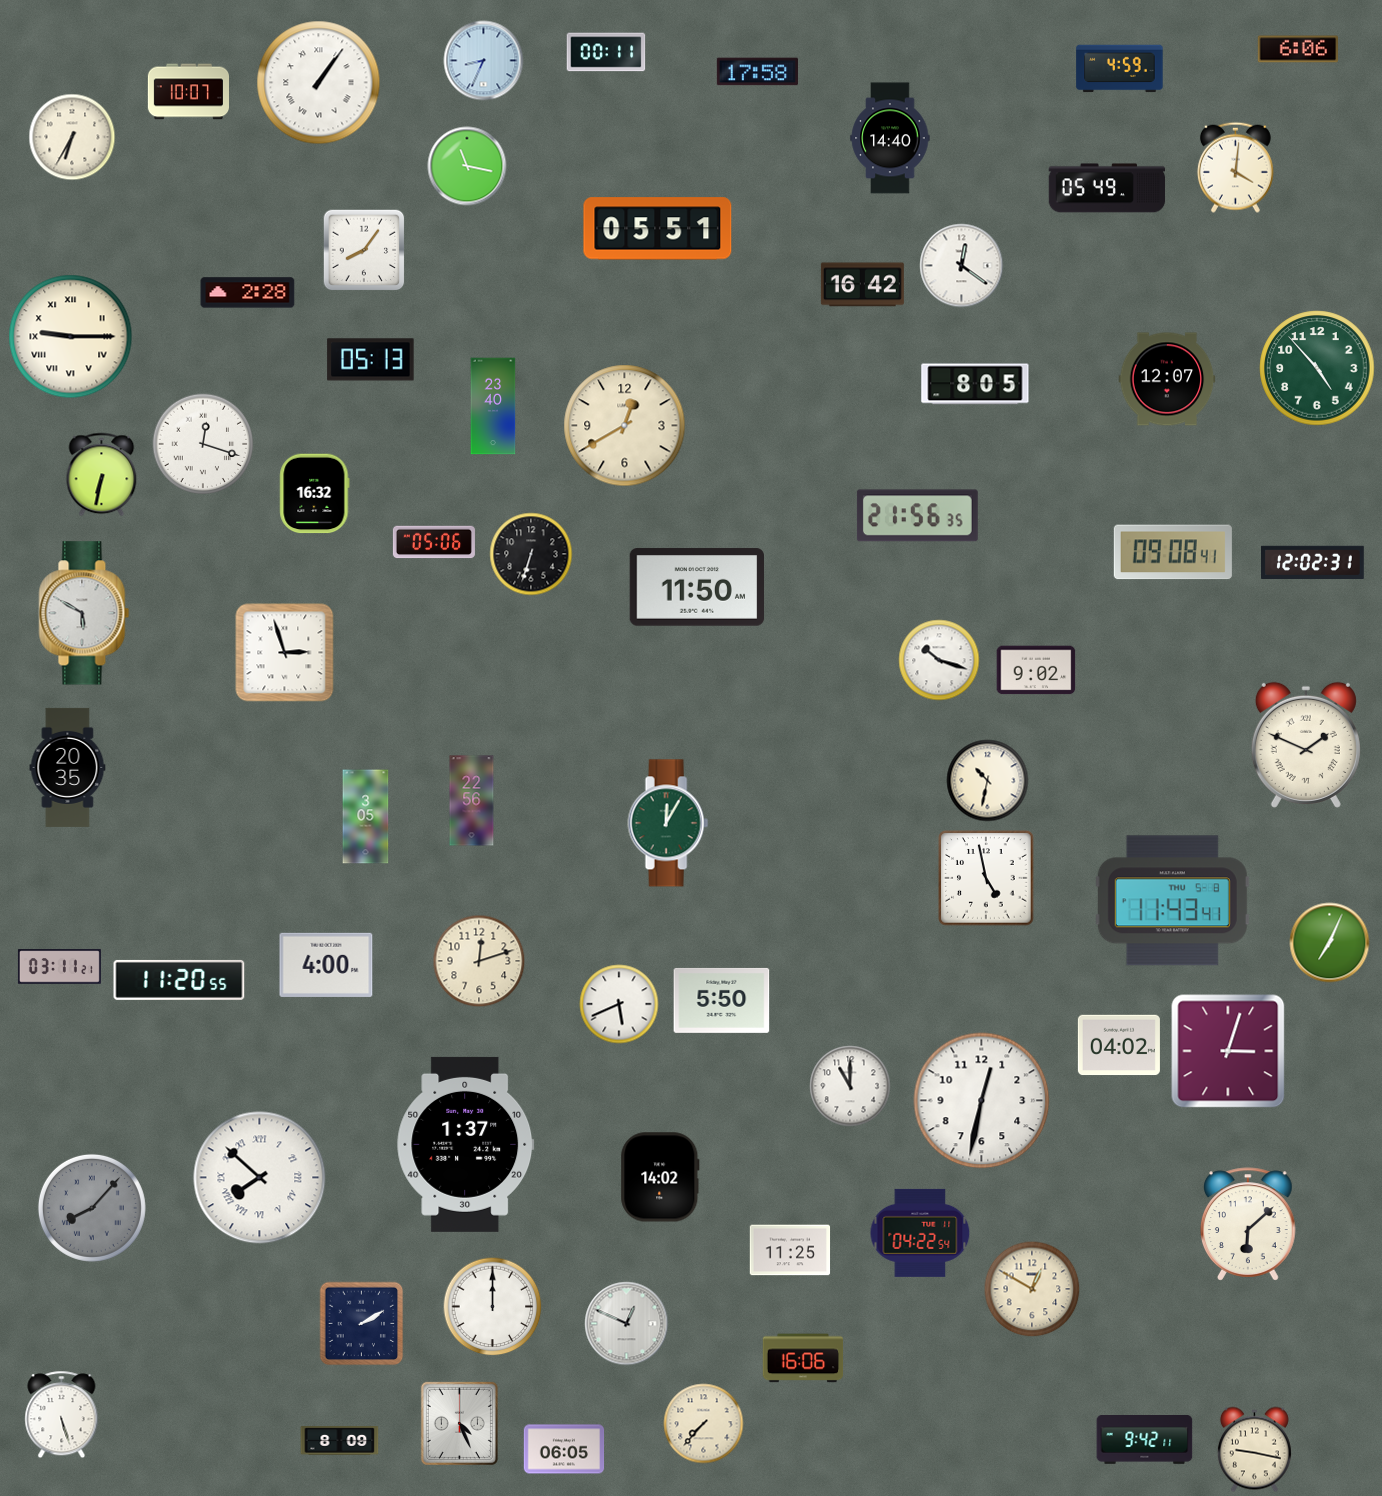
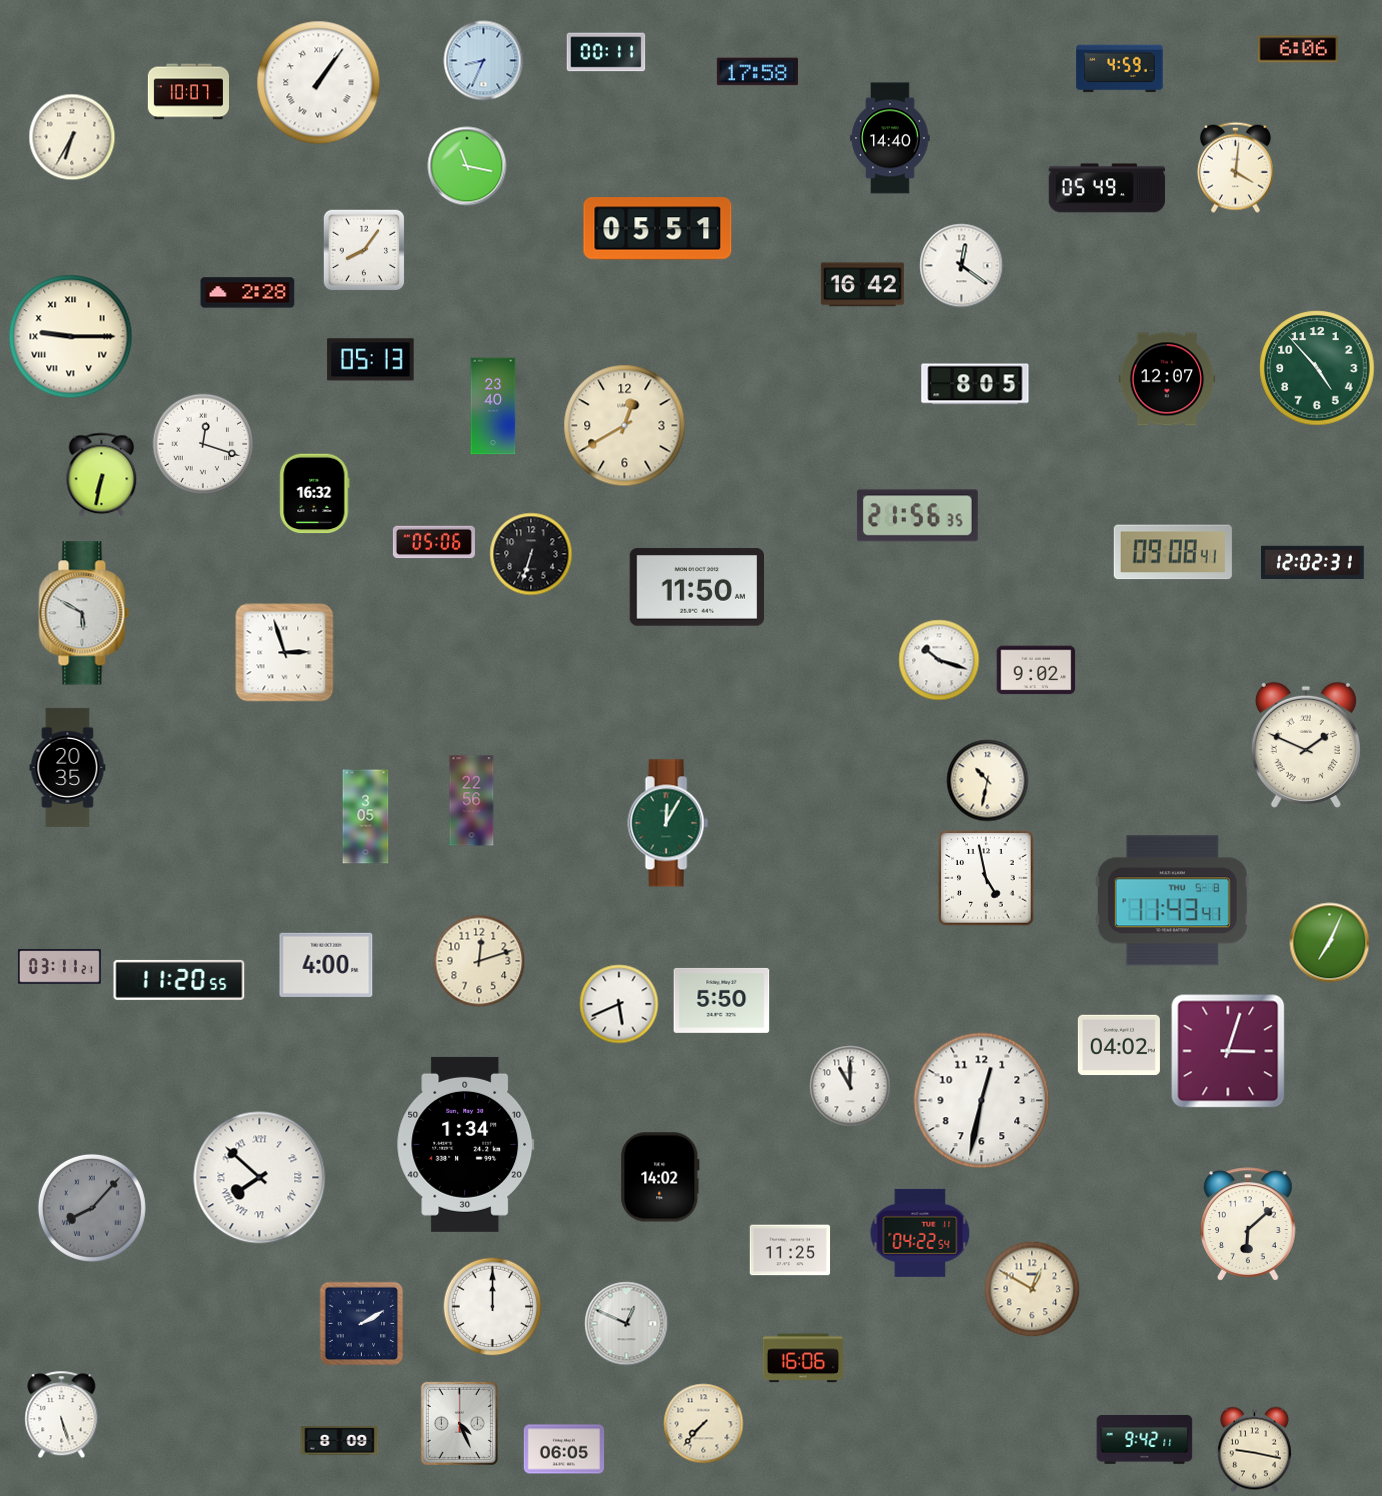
clock at (466, 1144): 1:37 -> 1:34
